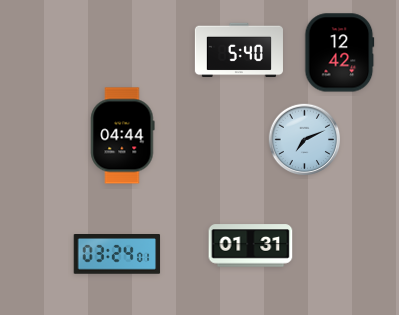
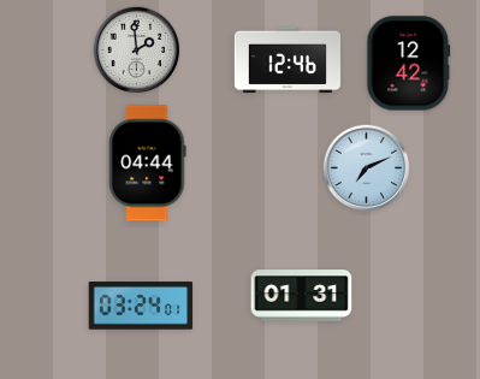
clock at (137, 51): none -> 1:59
clock at (239, 50): 5:40 -> 12:46
